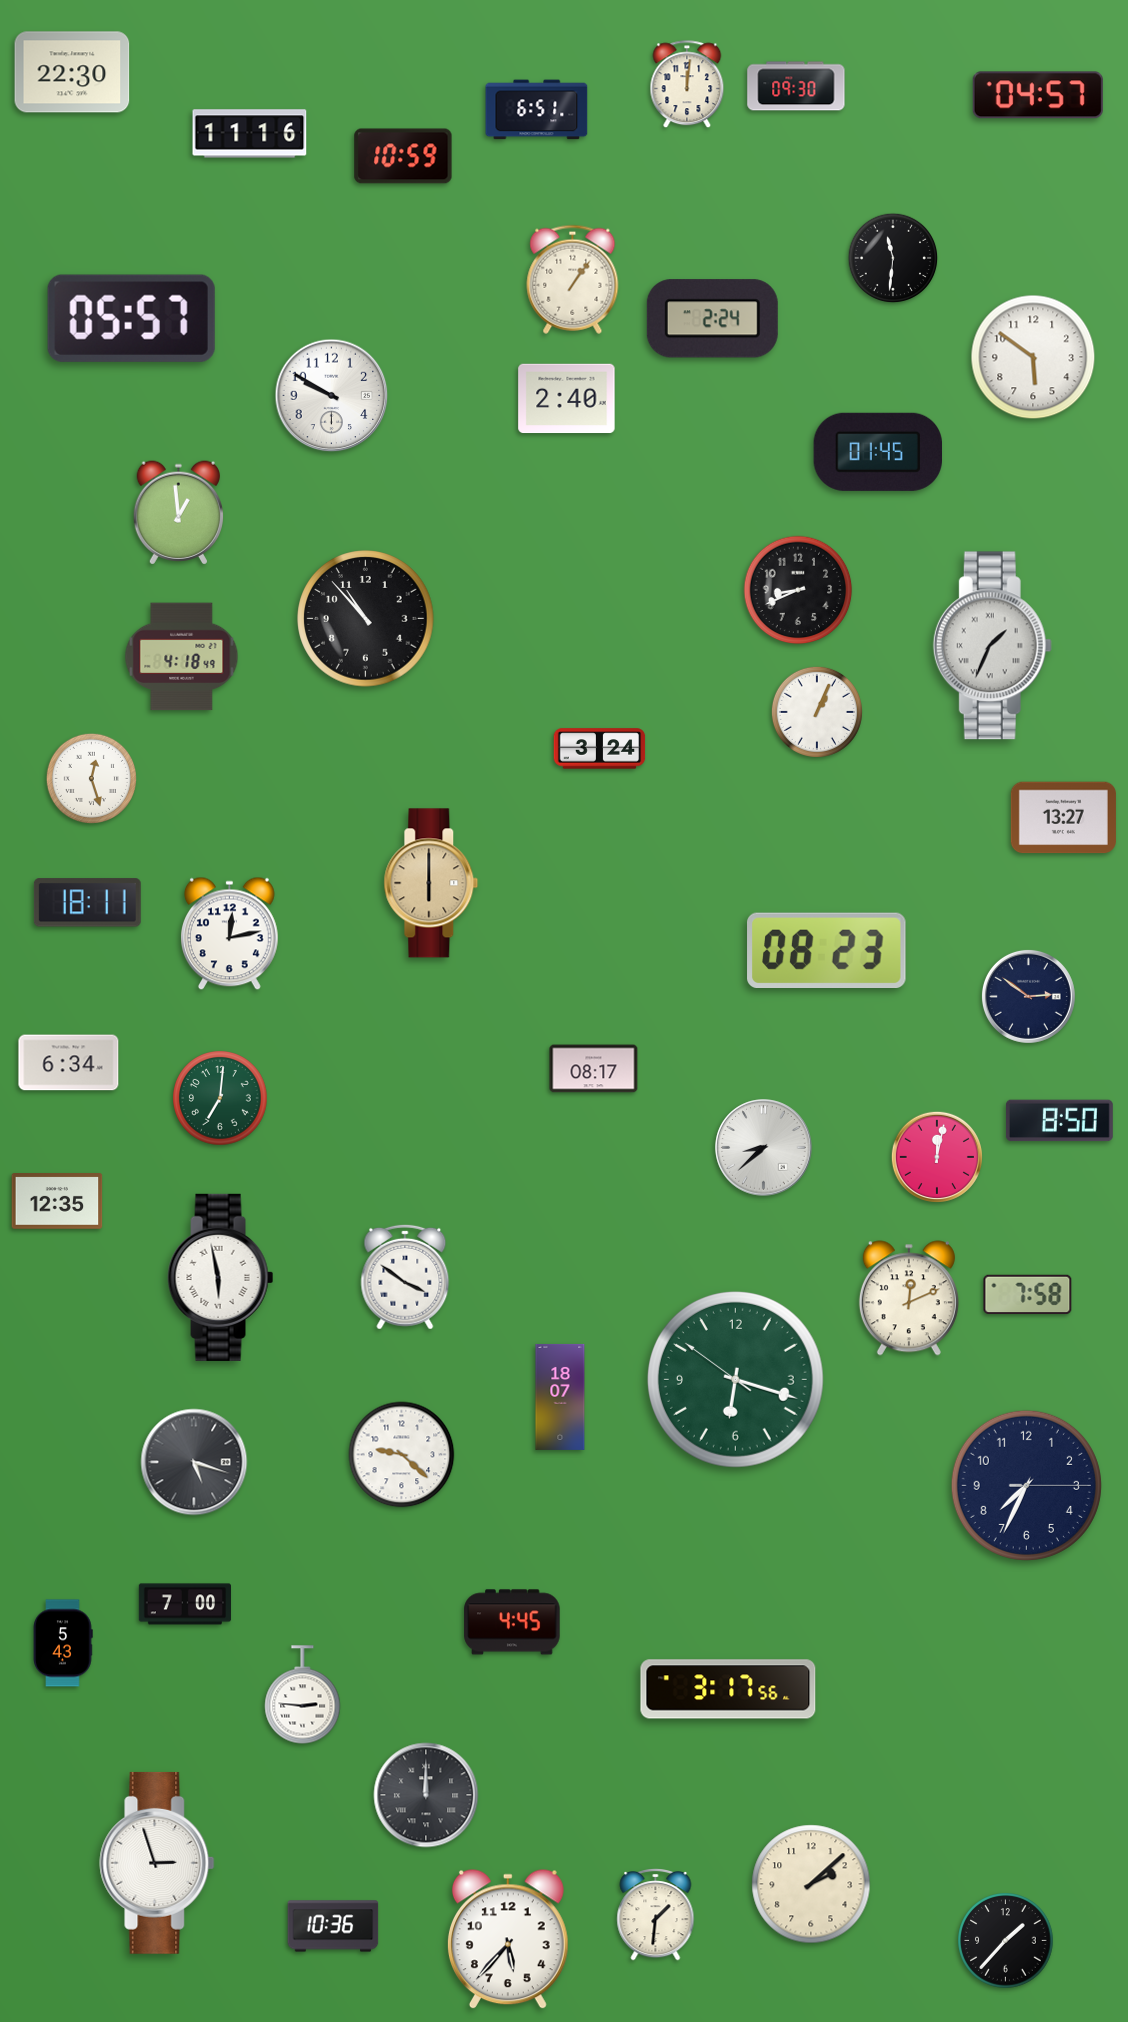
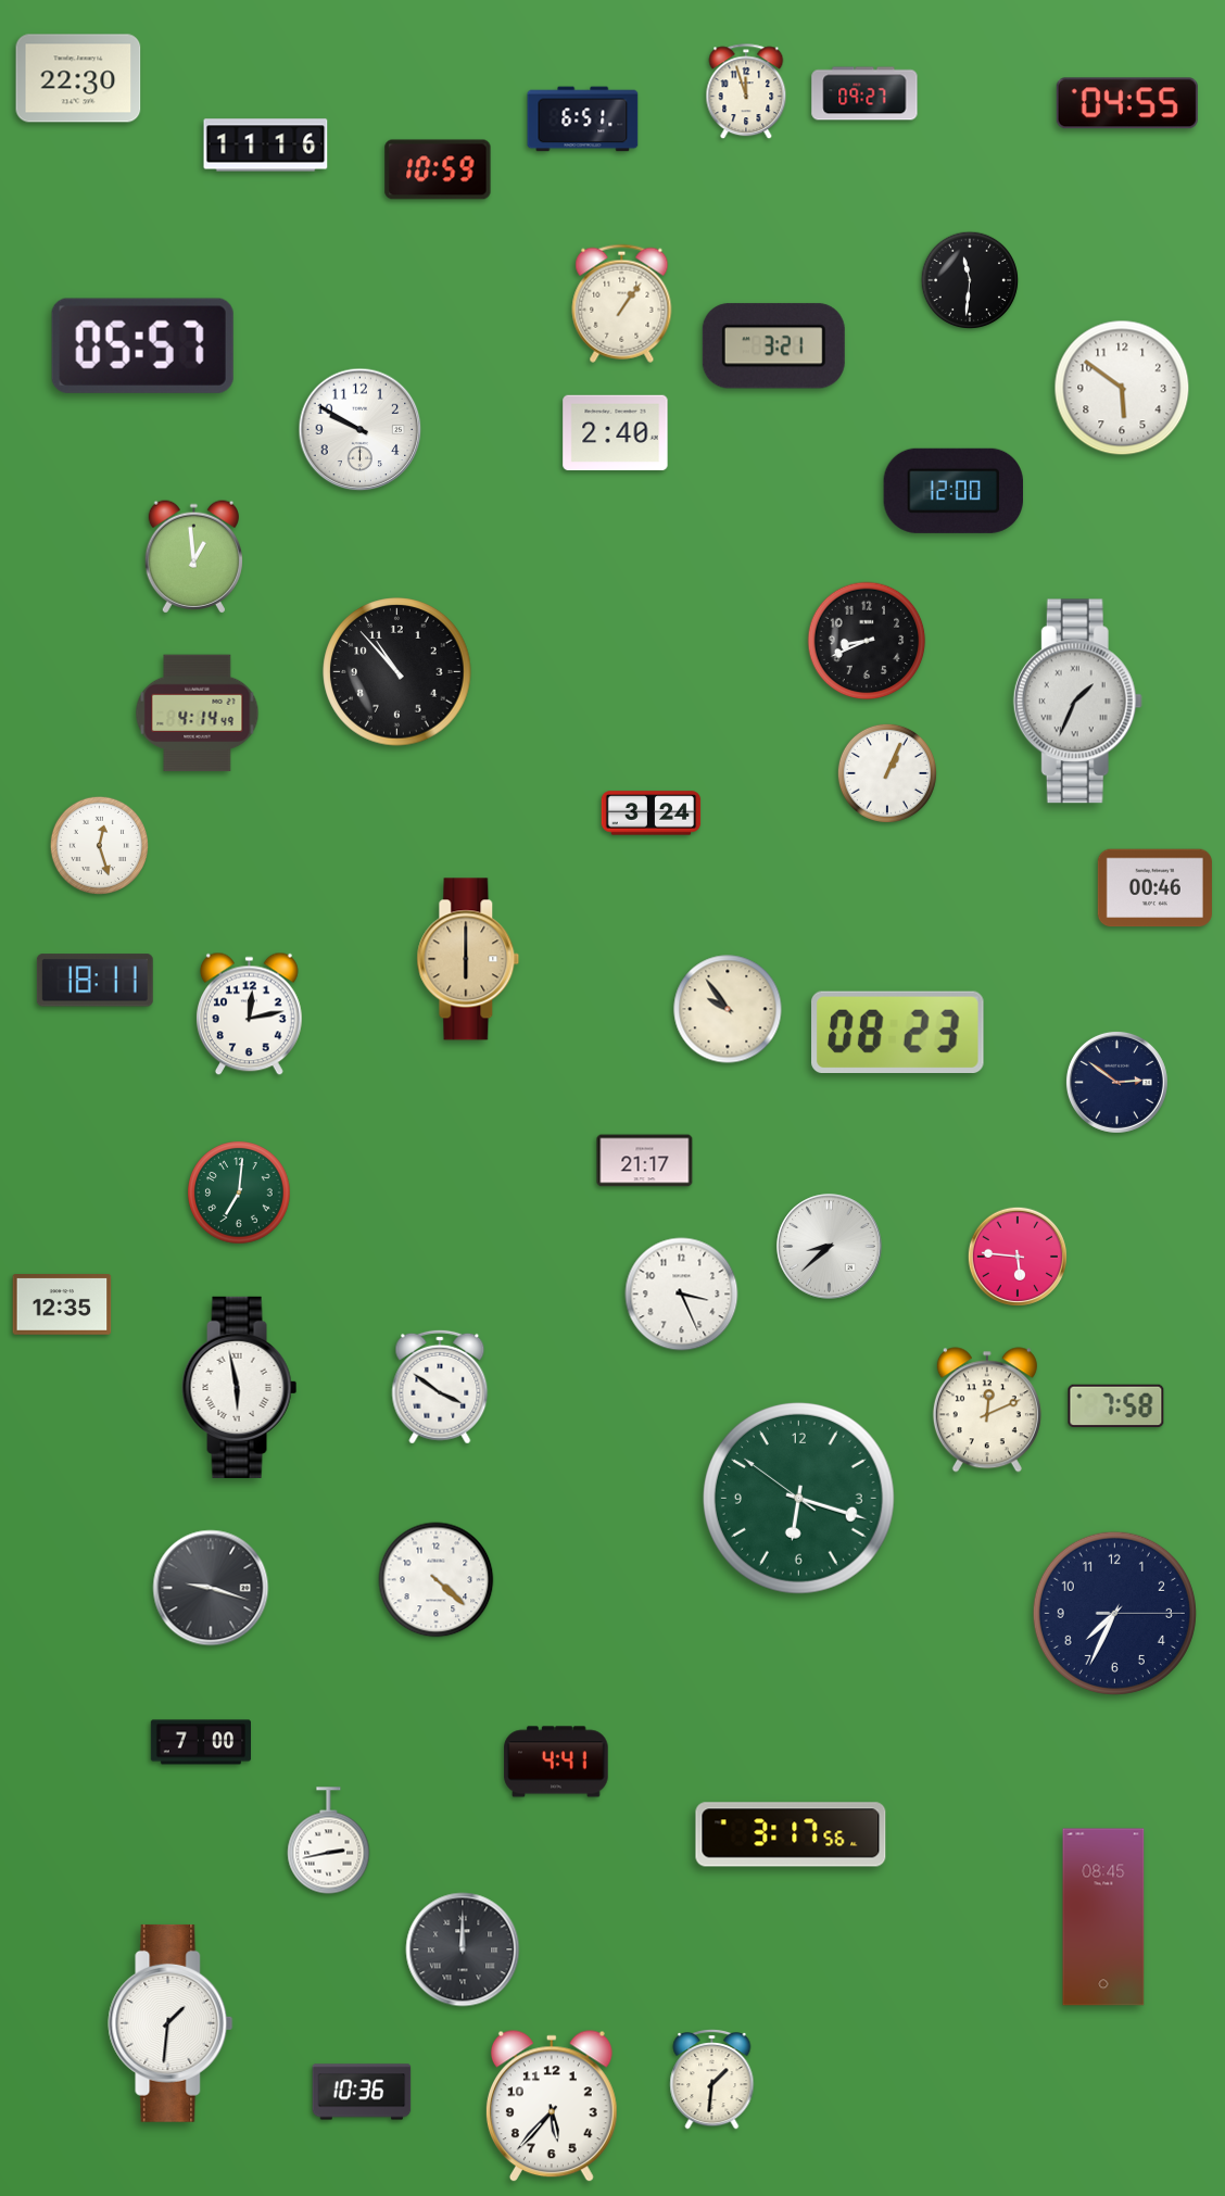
clock at (687, 85): 12:01 -> 11:57
clock at (796, 86): 09:30 -> 09:27
clock at (1038, 95): 04:57 -> 04:55
clock at (250, 134) position: (250, 134) -> (266, 146)
clock at (712, 319): 2:24 -> 3:21
clock at (877, 452): 01:45 -> 12:00
clock at (182, 657): 4:18 -> 4:14
clock at (1063, 818): 13:27 -> 00:46
clock at (728, 1009): none -> 9:54
clock at (69, 1063): 6:34 -> none
clock at (594, 1069): 08:17 -> 21:17
clock at (1059, 1121): 8:50 -> none
clock at (937, 1157): 12:02 -> 5:46
clock at (682, 1295): none -> 3:26
clock at (560, 1397): 18:07 -> none
clock at (402, 1455): 9:22 -> 4:22
clock at (194, 1462): 5:18 -> 9:18
clock at (512, 1622): 4:45 -> 4:41
clock at (63, 1643): 5:43 -> none
clock at (303, 1695): 2:46 -> 2:43
clock at (1103, 1917): none -> 08:45
clock at (157, 1863): 2:57 -> 1:31
clock at (811, 1884): 2:08 -> none
clock at (1006, 1941): 1:37 -> none
